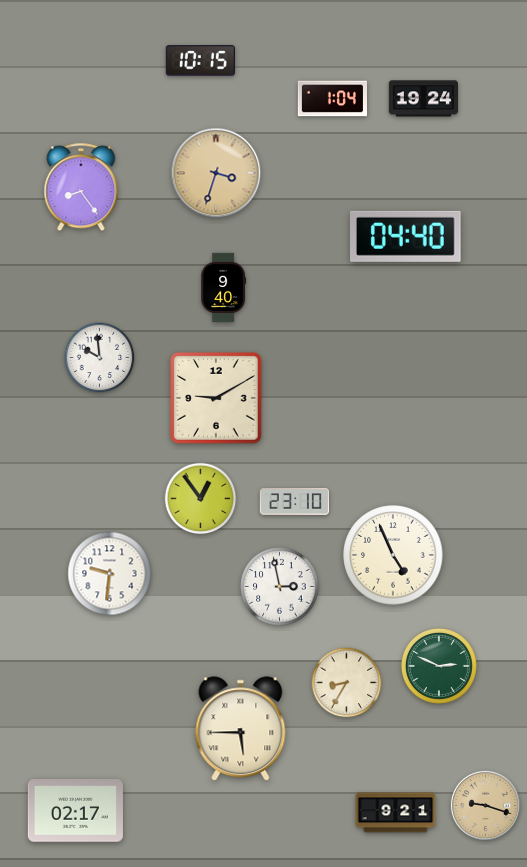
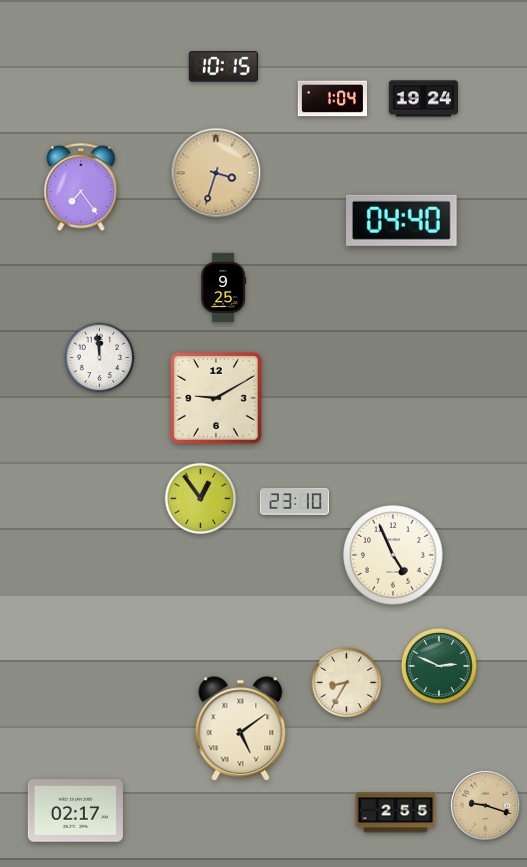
clock at (200, 61) position: (200, 61) -> (223, 67)
clock at (81, 188): 8:24 -> 7:24
clock at (406, 236) position: (406, 236) -> (402, 220)
clock at (224, 288): 9:40 -> 9:25
clock at (100, 358): 9:59 -> 11:59
clock at (110, 574): 9:31 -> none
clock at (280, 587): 2:58 -> none
clock at (241, 729): 5:45 -> 5:09
clock at (396, 813): 9:21 -> 2:55
